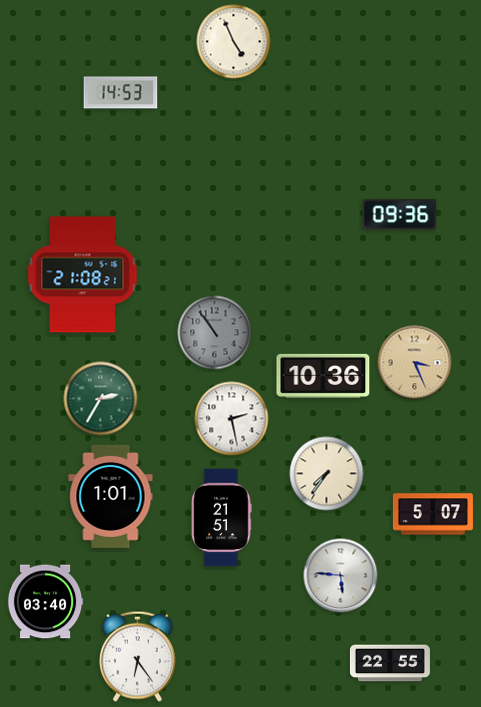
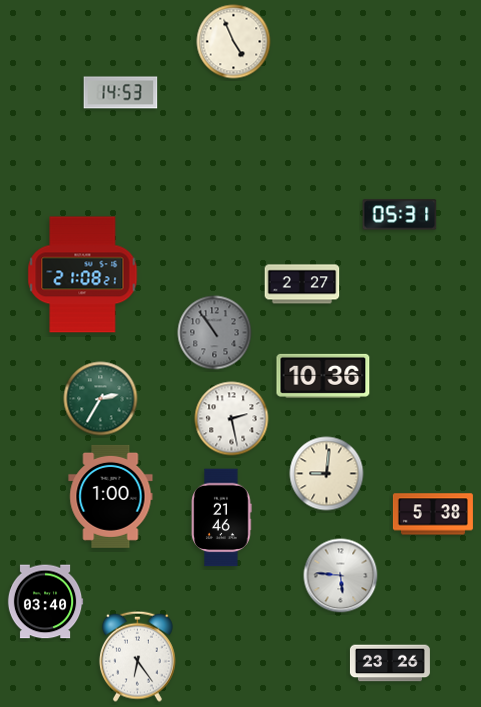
clock at (400, 215): 09:36 -> 05:31
clock at (302, 284): none -> 2:27
clock at (415, 363): 3:26 -> none
clock at (327, 474): 7:36 -> 9:01
clock at (111, 496): 1:01 -> 1:00
clock at (433, 514): 5:07 -> 5:38
clock at (222, 518): 21:51 -> 21:46
clock at (390, 663): 22:55 -> 23:26
